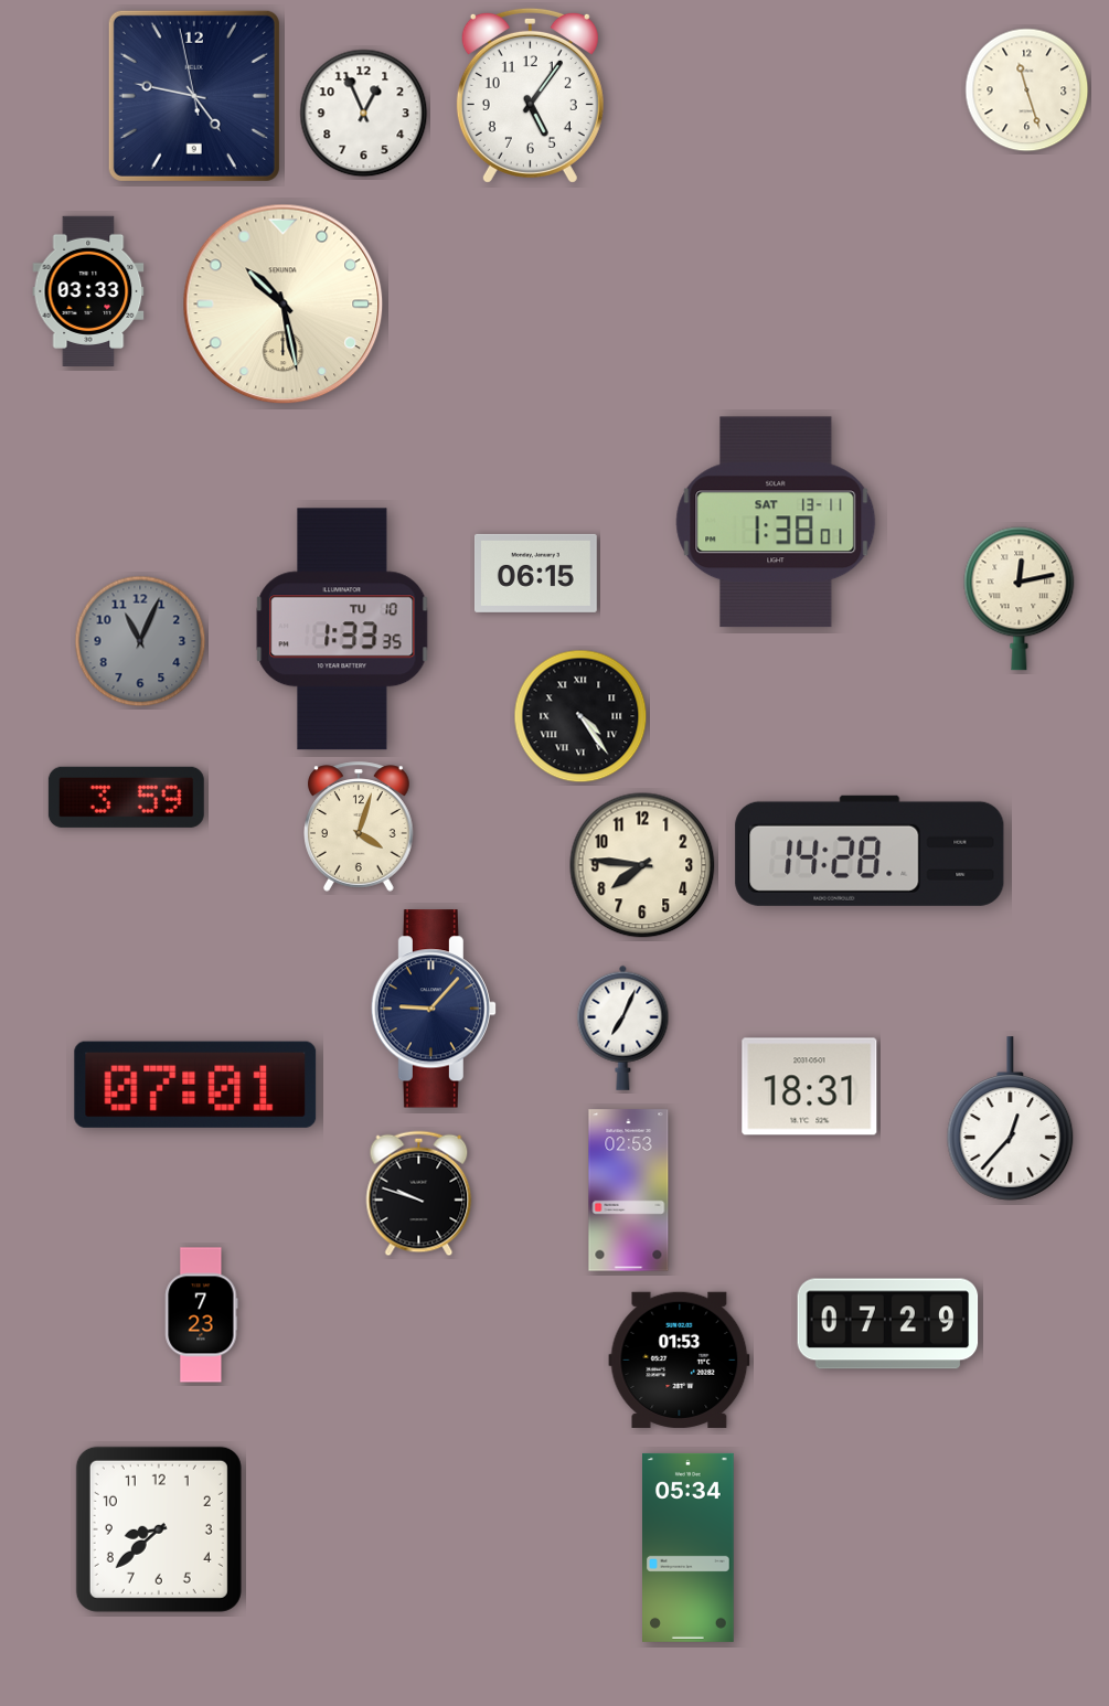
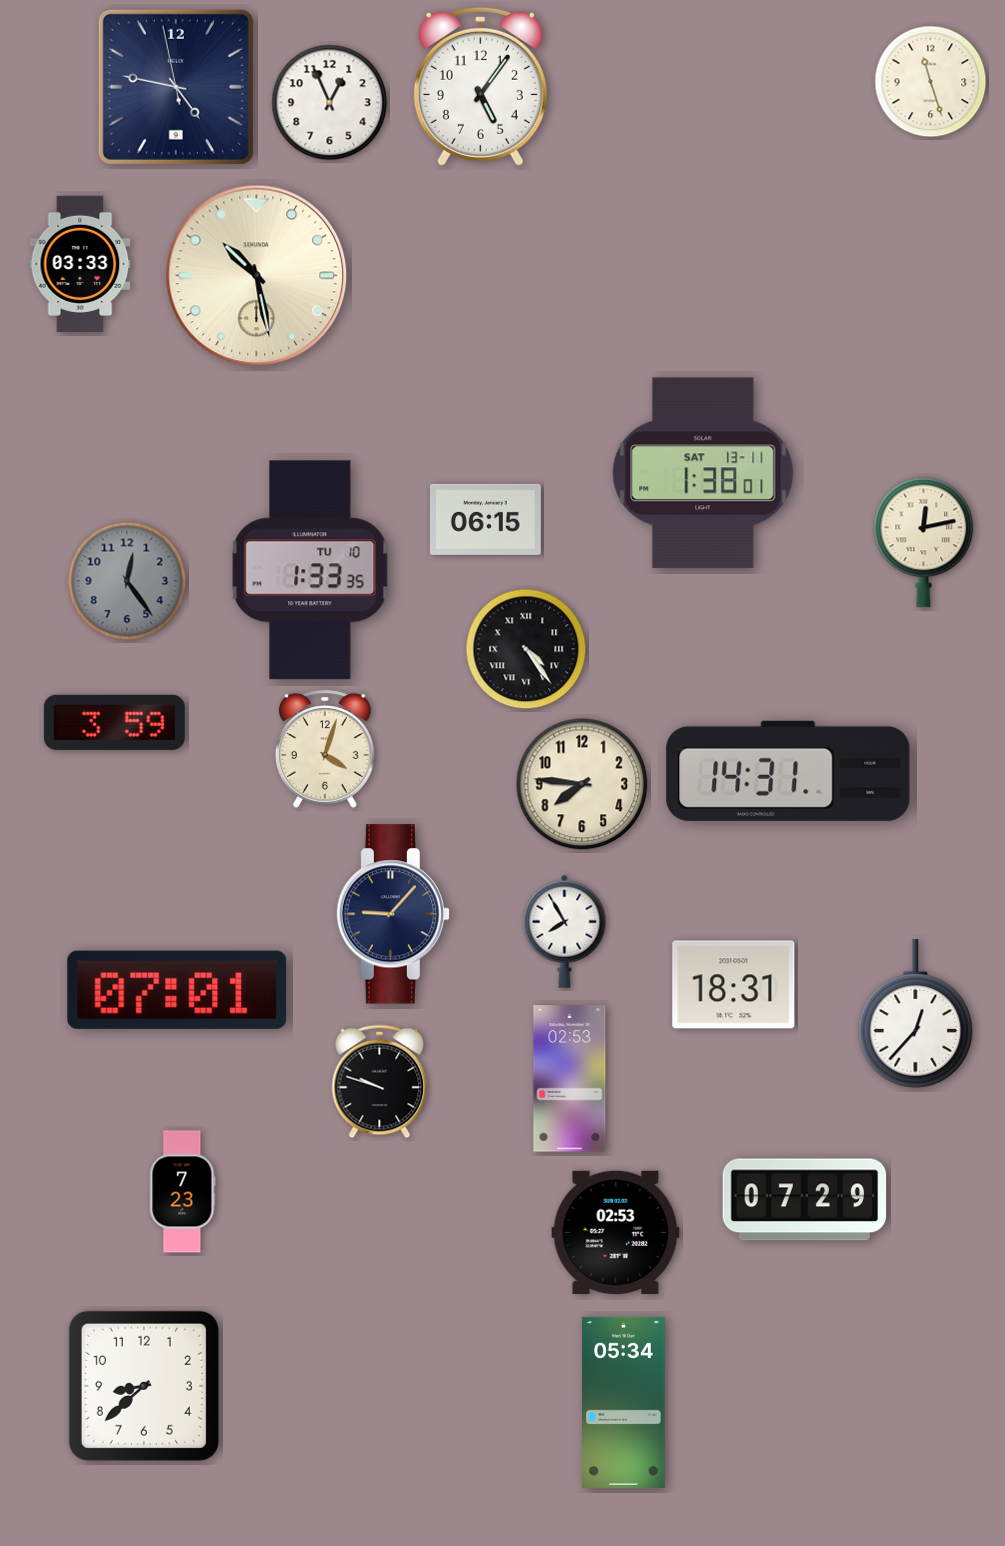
clock at (140, 641): 11:04 -> 12:24
clock at (870, 851): 14:28 -> 14:31
clock at (623, 1027): 7:04 -> 7:55
clock at (195, 1085) position: (195, 1085) -> (177, 990)
clock at (680, 1360): 01:53 -> 02:53
